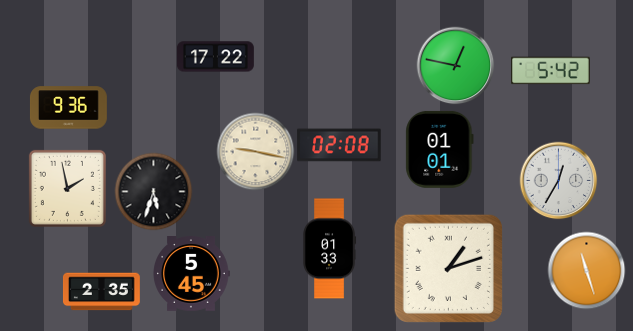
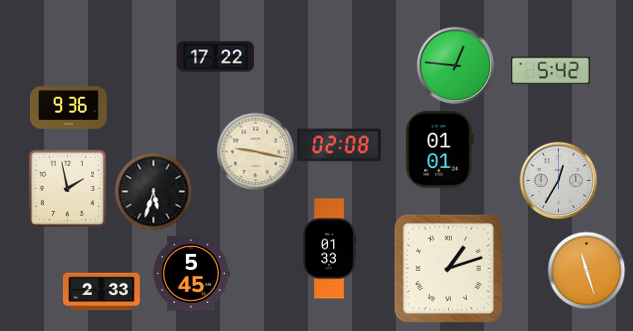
clock at (455, 65): 12:47 -> 12:46
clock at (101, 292): 2:35 -> 2:33
